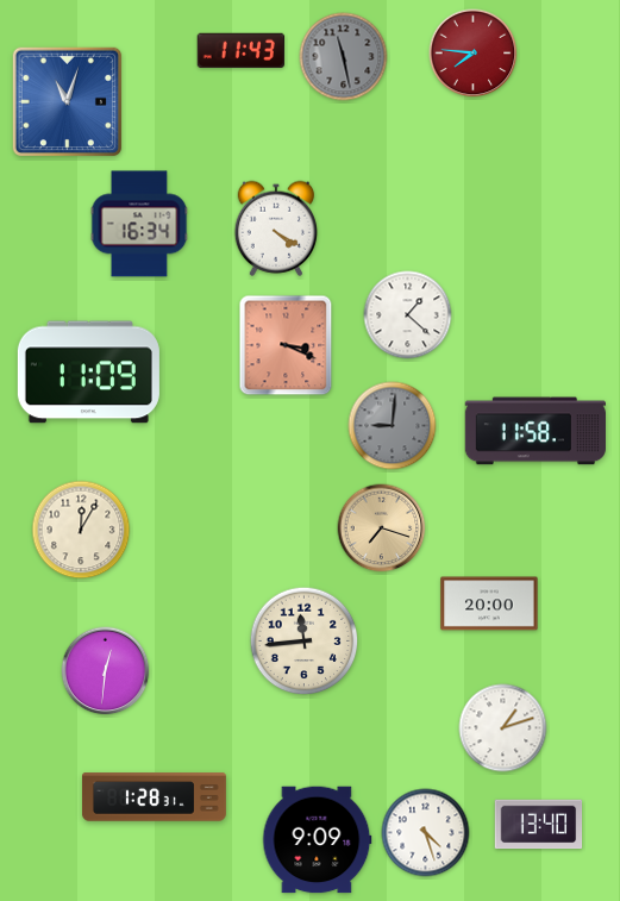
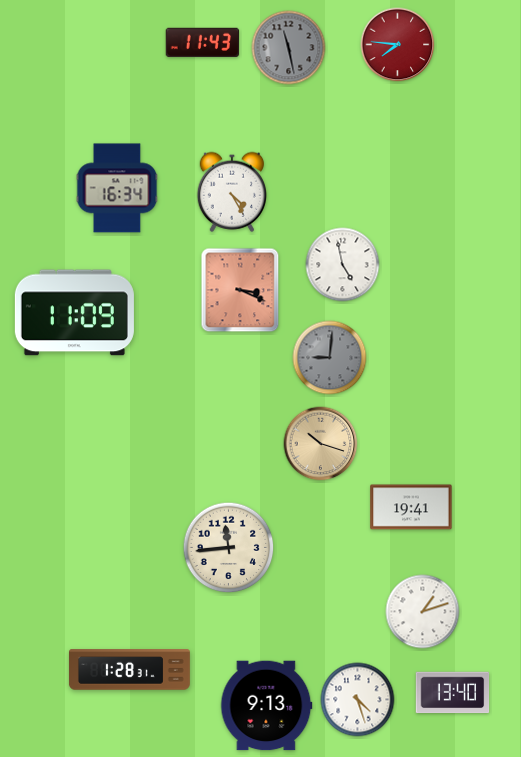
clock at (68, 102): 11:03 -> none
clock at (276, 229): 4:20 -> 4:25
clock at (408, 315): 1:22 -> 4:58
clock at (536, 431): 11:58 -> none
clock at (382, 528): 7:18 -> 10:18
clock at (81, 530): 12:05 -> none
clock at (489, 603): 20:00 -> 19:41
clock at (305, 642) position: (305, 642) -> (229, 548)
clock at (106, 671): 12:31 -> none
clock at (318, 840): 9:09 -> 9:13
